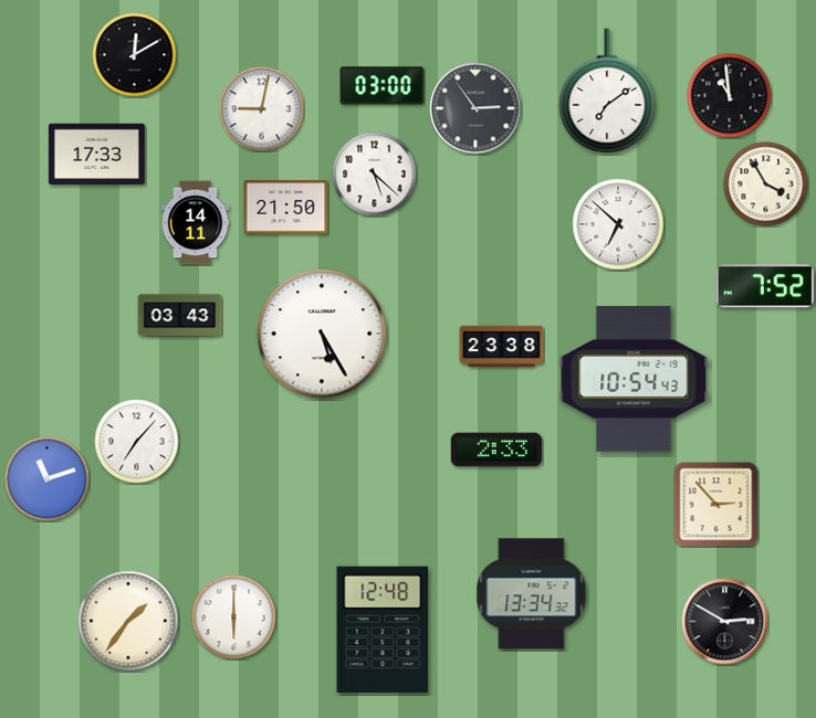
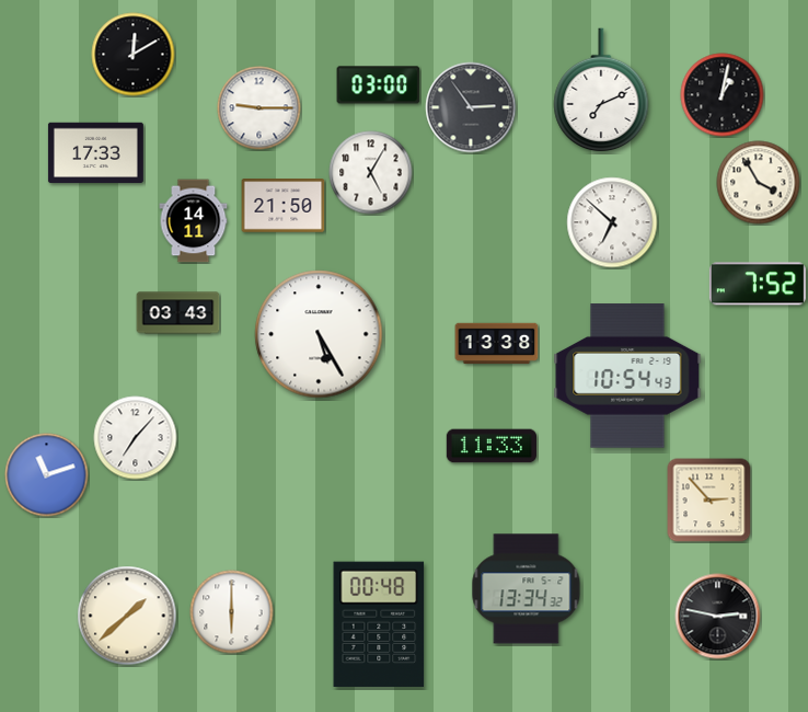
clock at (607, 92): 7:09 -> 7:11
clock at (730, 96): 10:59 -> 1:02
clock at (262, 109): 9:02 -> 9:15
clock at (375, 175): 5:22 -> 5:05
clock at (322, 334) position: (322, 334) -> (319, 334)
clock at (502, 347): 23:38 -> 13:38
clock at (495, 450): 2:33 -> 11:33
clock at (128, 621): 1:36 -> 1:38
clock at (725, 622): 2:50 -> 2:47
clock at (383, 630): 12:48 -> 00:48
